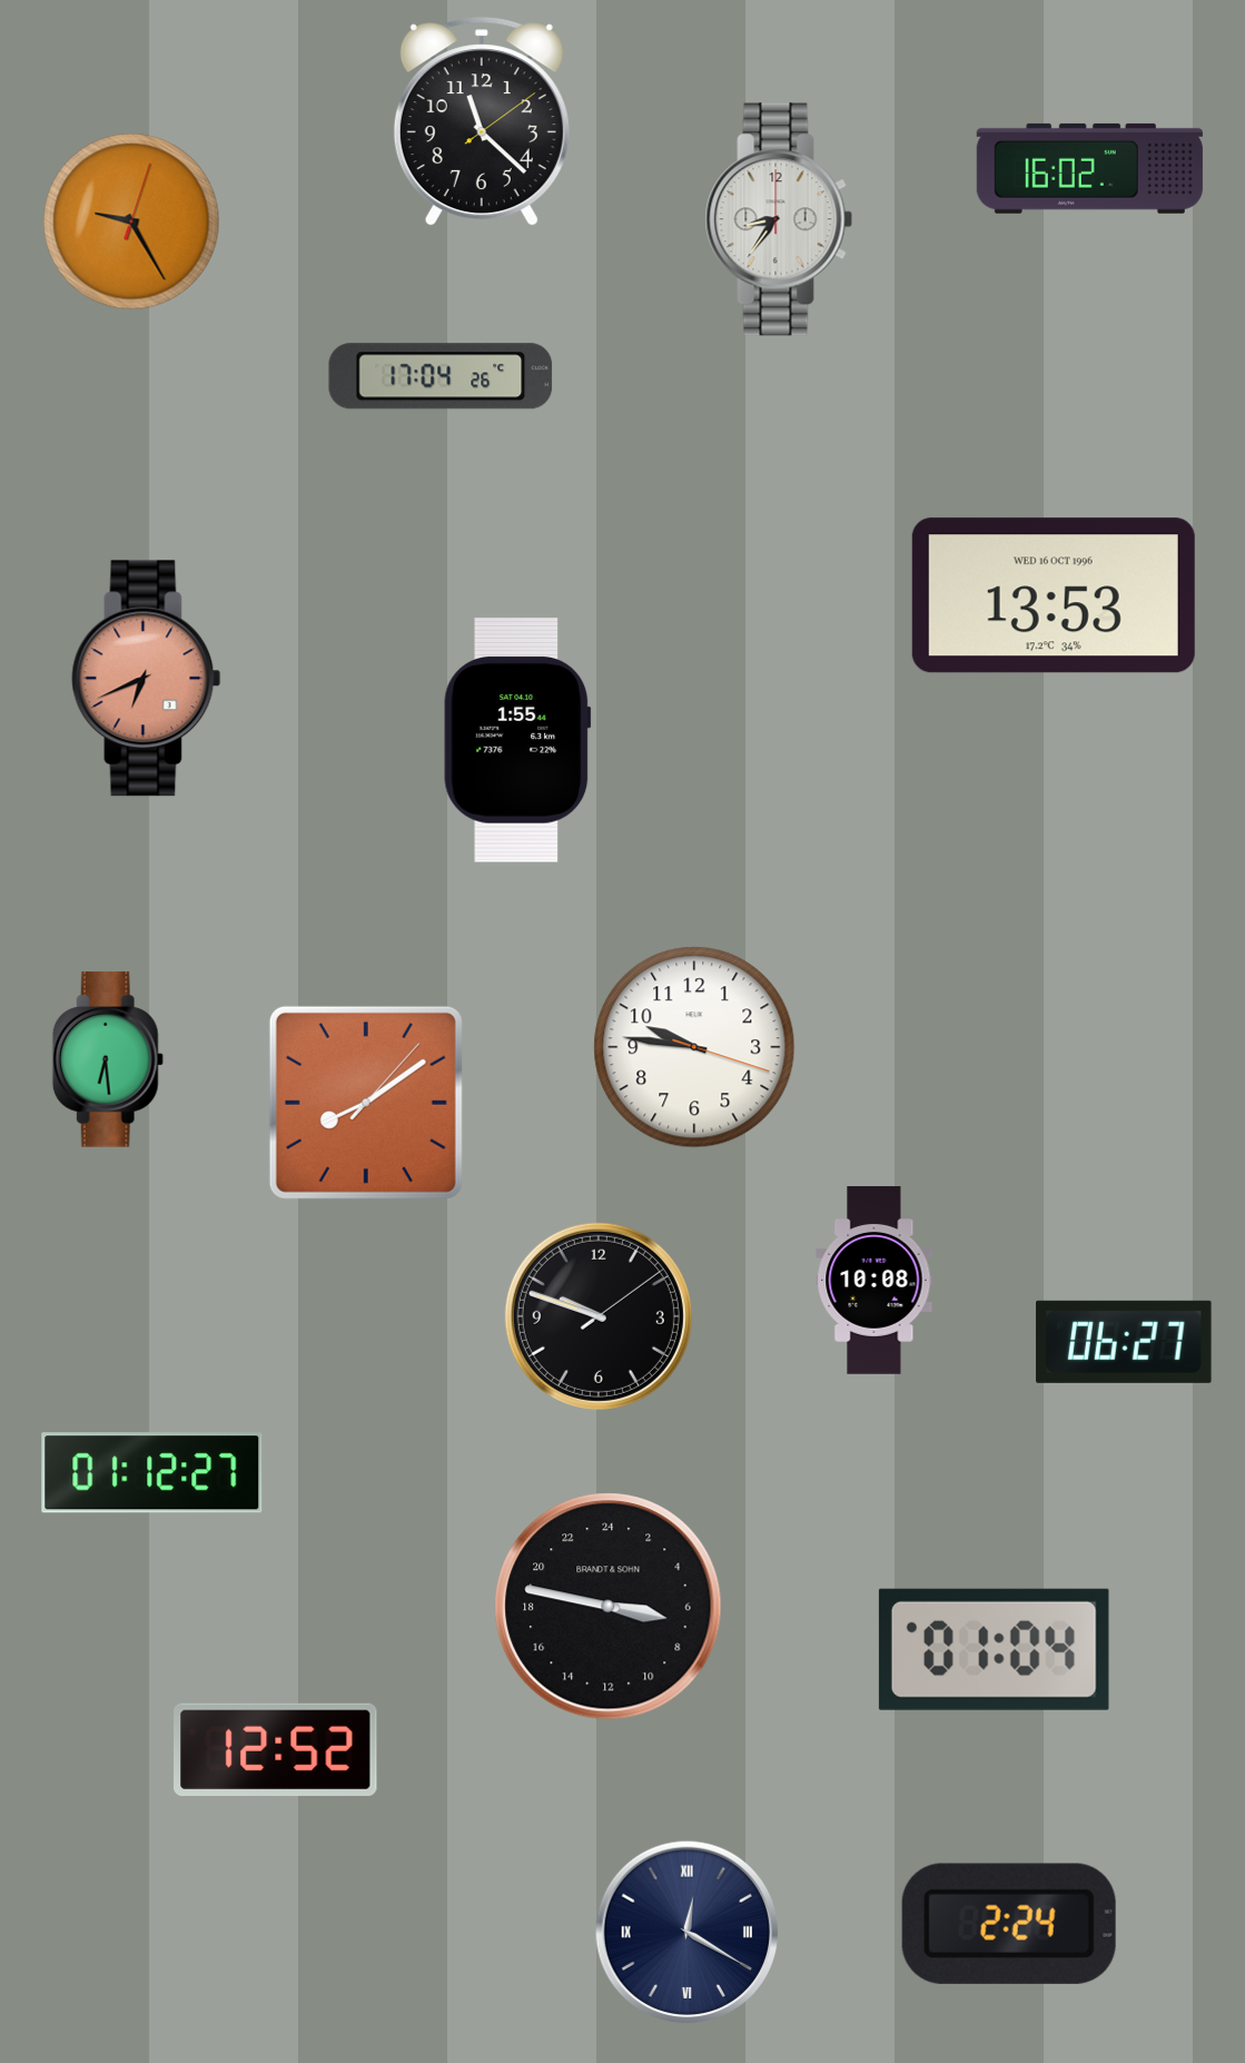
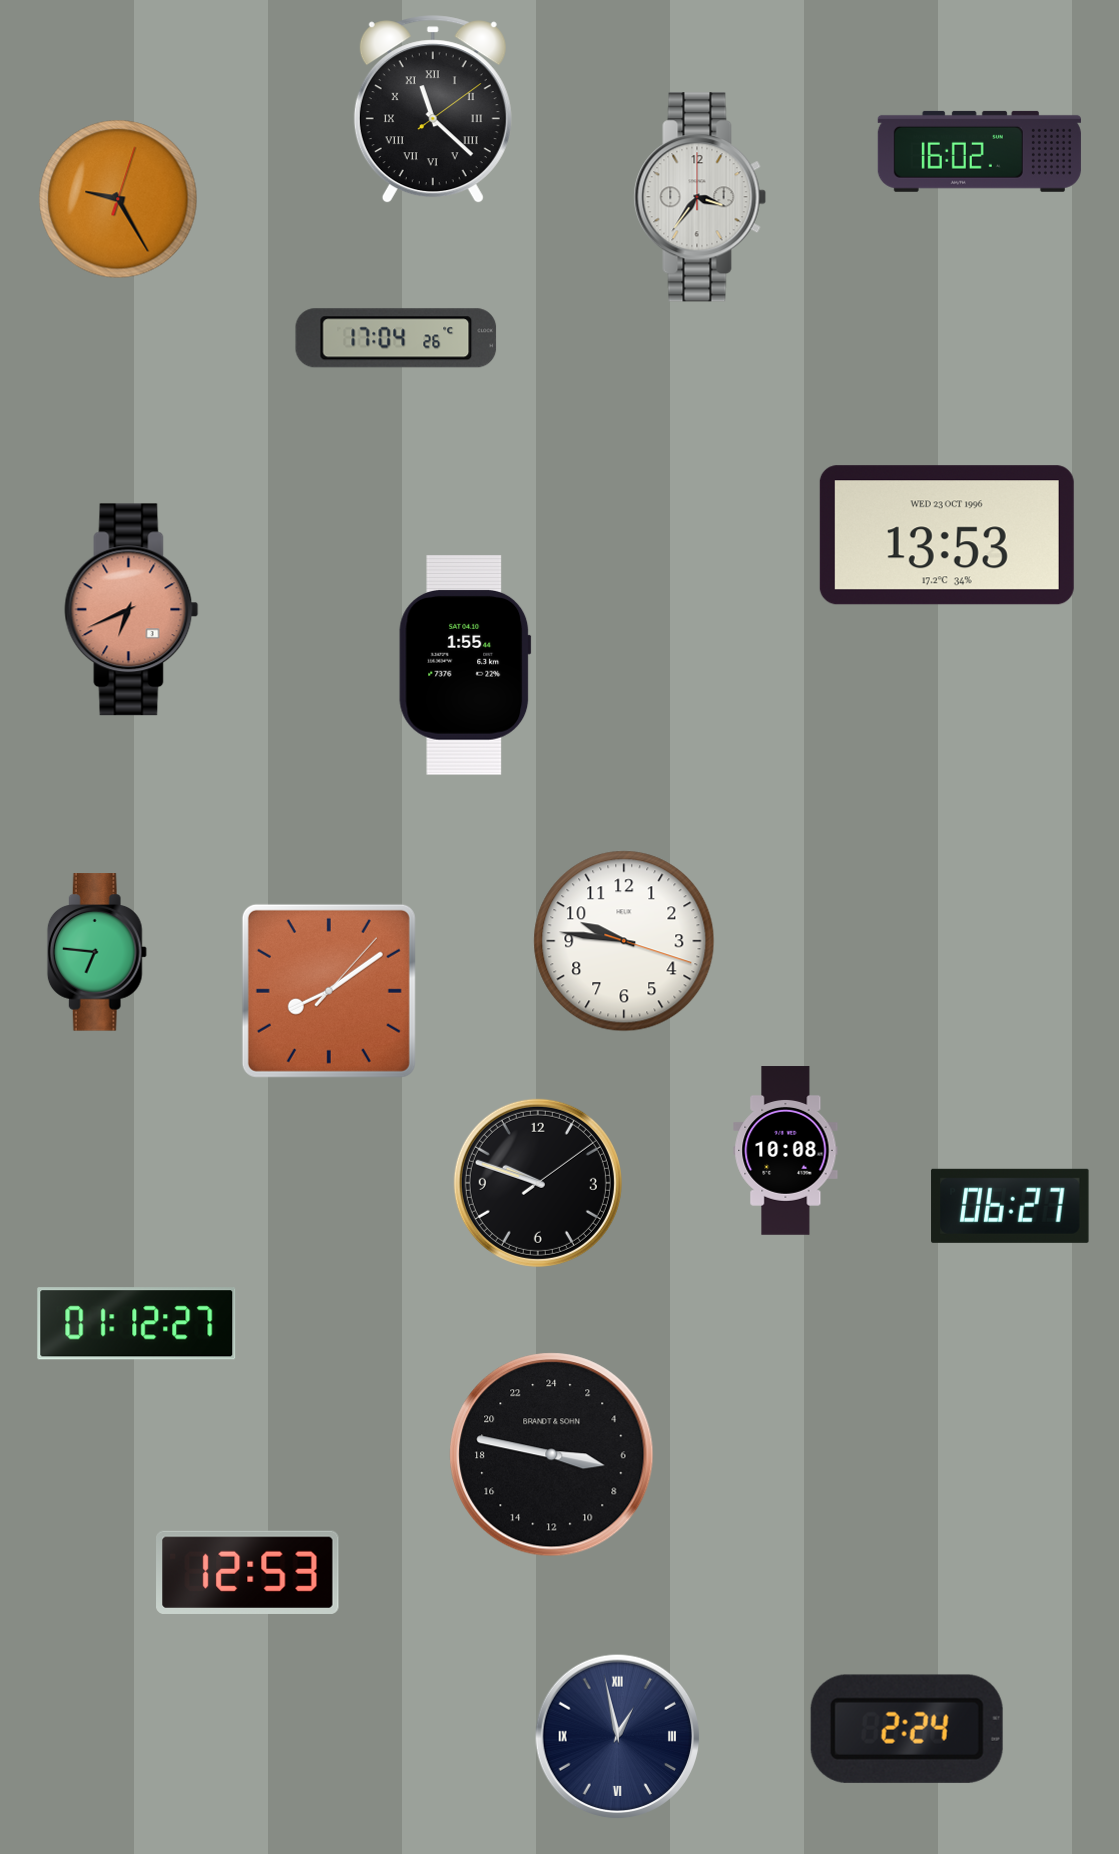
clock at (482, 122) numerals: Arabic -> Roman
clock at (779, 219): 8:36 -> 3:36
clock at (1054, 595) date: WED 16 OCT 1996 -> WED 23 OCT 1996
clock at (108, 1059): 6:29 -> 6:46
clock at (609, 1607) position: (609, 1607) -> (552, 1455)
clock at (994, 1649): 01:04 -> none
clock at (276, 1749): 12:52 -> 12:53
clock at (688, 1933): 12:20 -> 12:58
